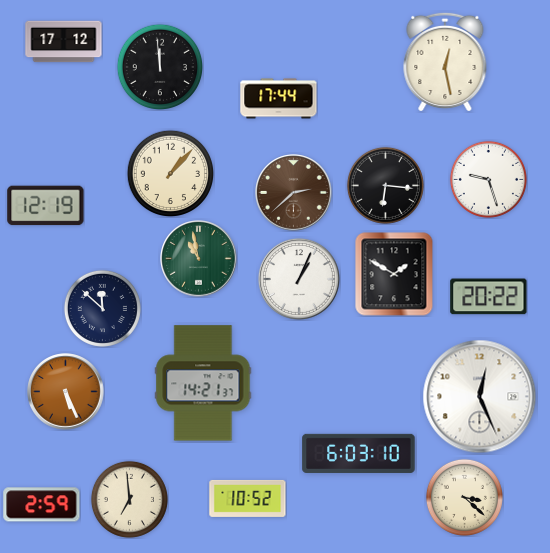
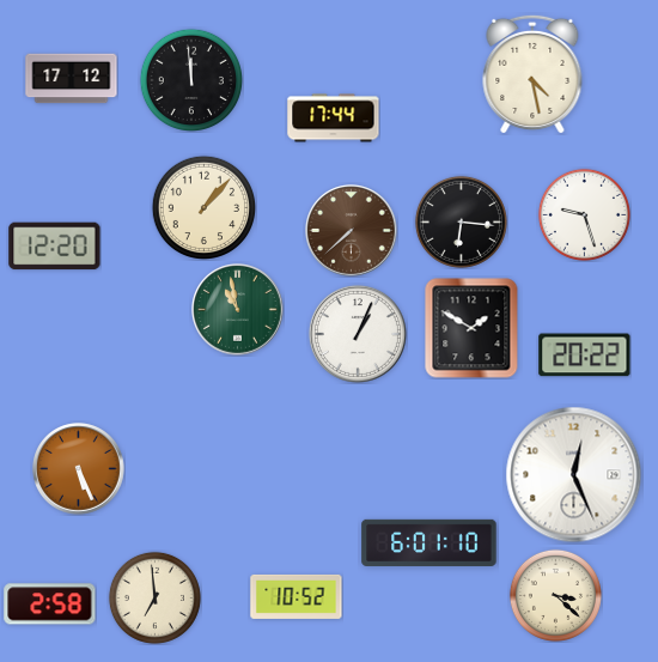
clock at (64, 42) position: (64, 42) -> (72, 79)
clock at (445, 61): 12:28 -> 4:28
clock at (294, 193): 2:38 -> 7:38
clock at (46, 206): 12:19 -> 12:20
clock at (102, 308): 11:52 -> none
clock at (203, 383): 14:21 -> none
clock at (359, 453): 6:03 -> 6:01
clock at (42, 505): 2:59 -> 2:58
